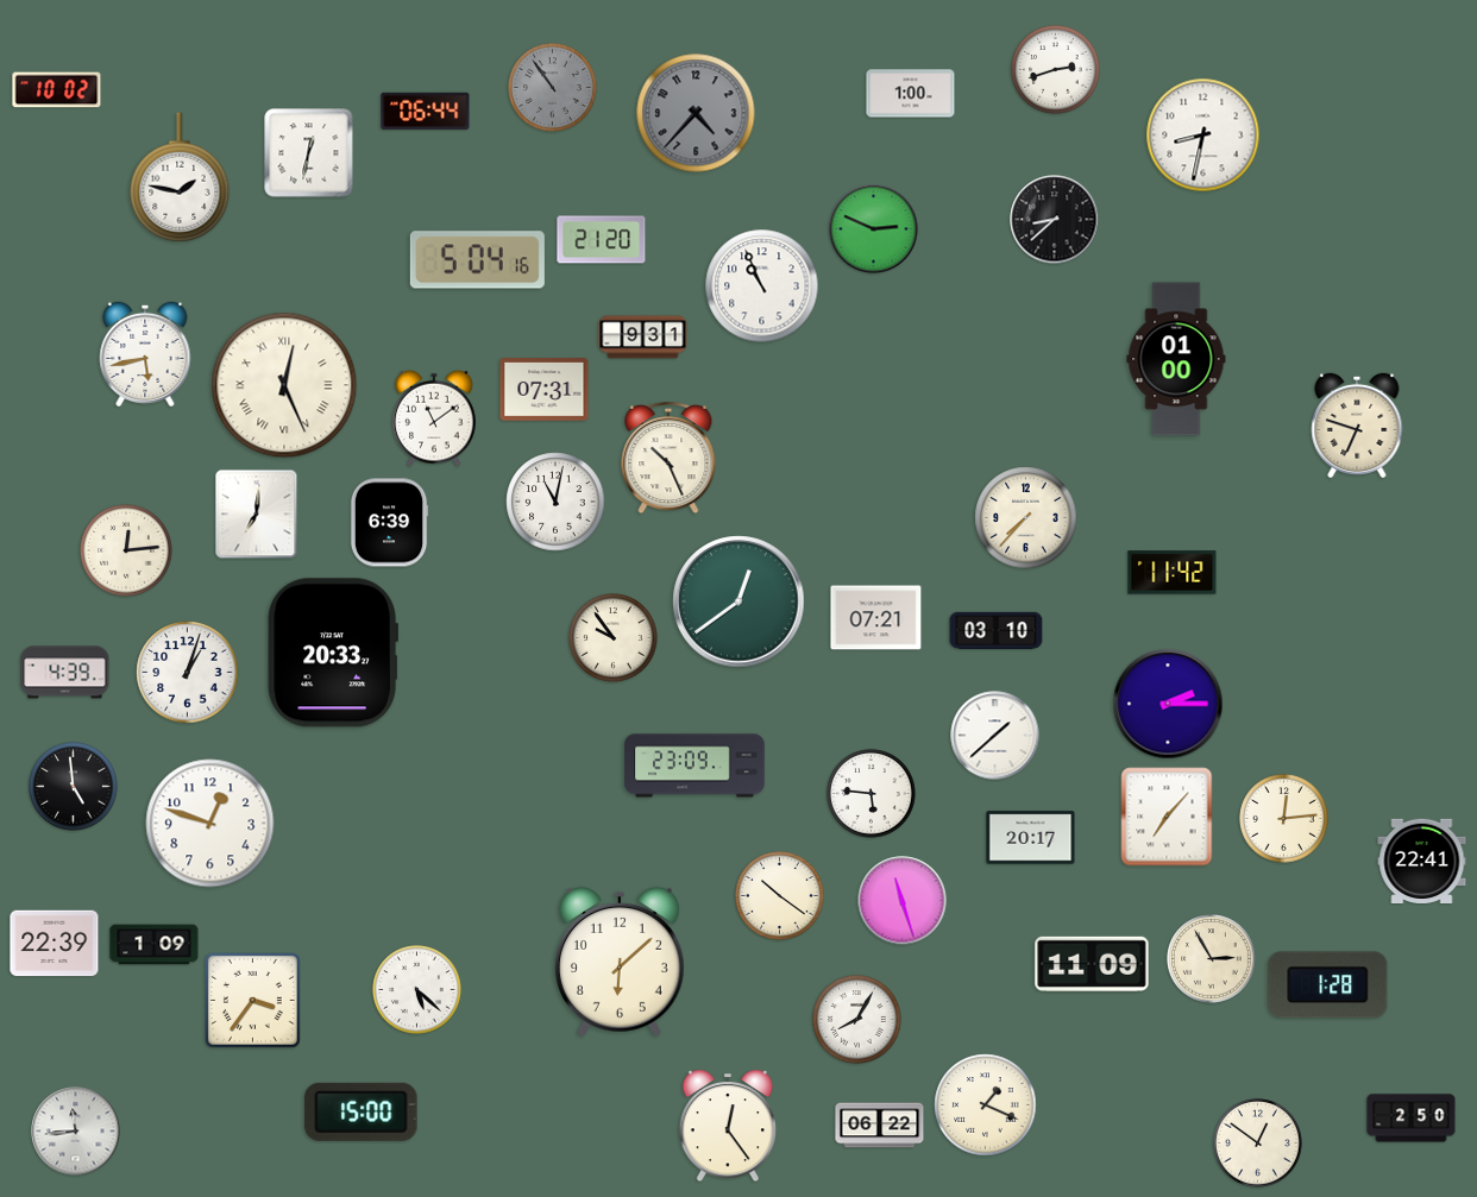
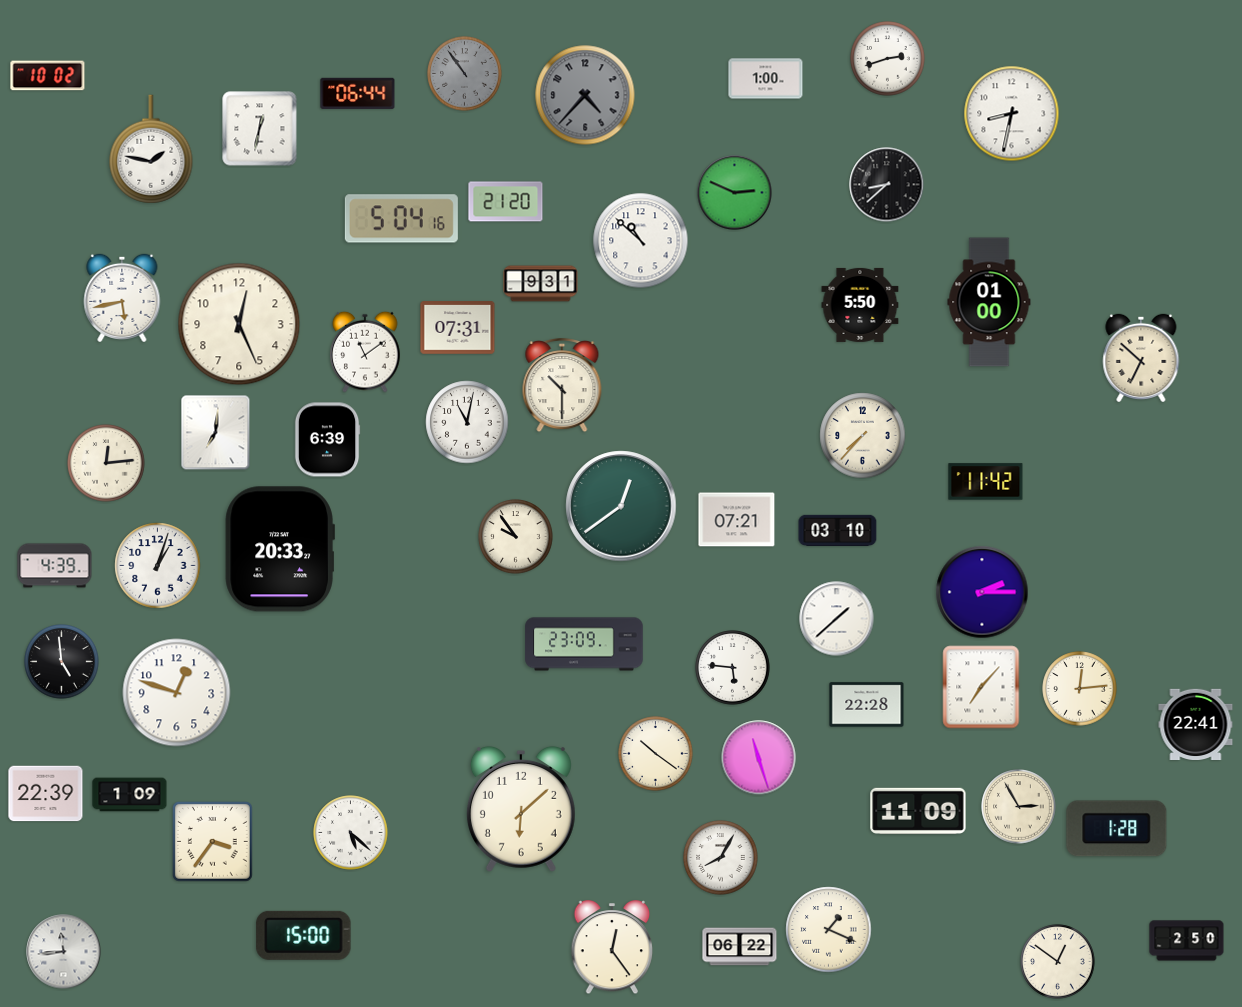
clock at (762, 286): 10:56 -> 10:52
clock at (860, 305): none -> 5:50
clock at (284, 385) numerals: Roman -> Arabic
clock at (1357, 424): 6:48 -> 6:52
clock at (668, 459): 10:26 -> 10:30
clock at (1031, 838): 20:17 -> 22:28
